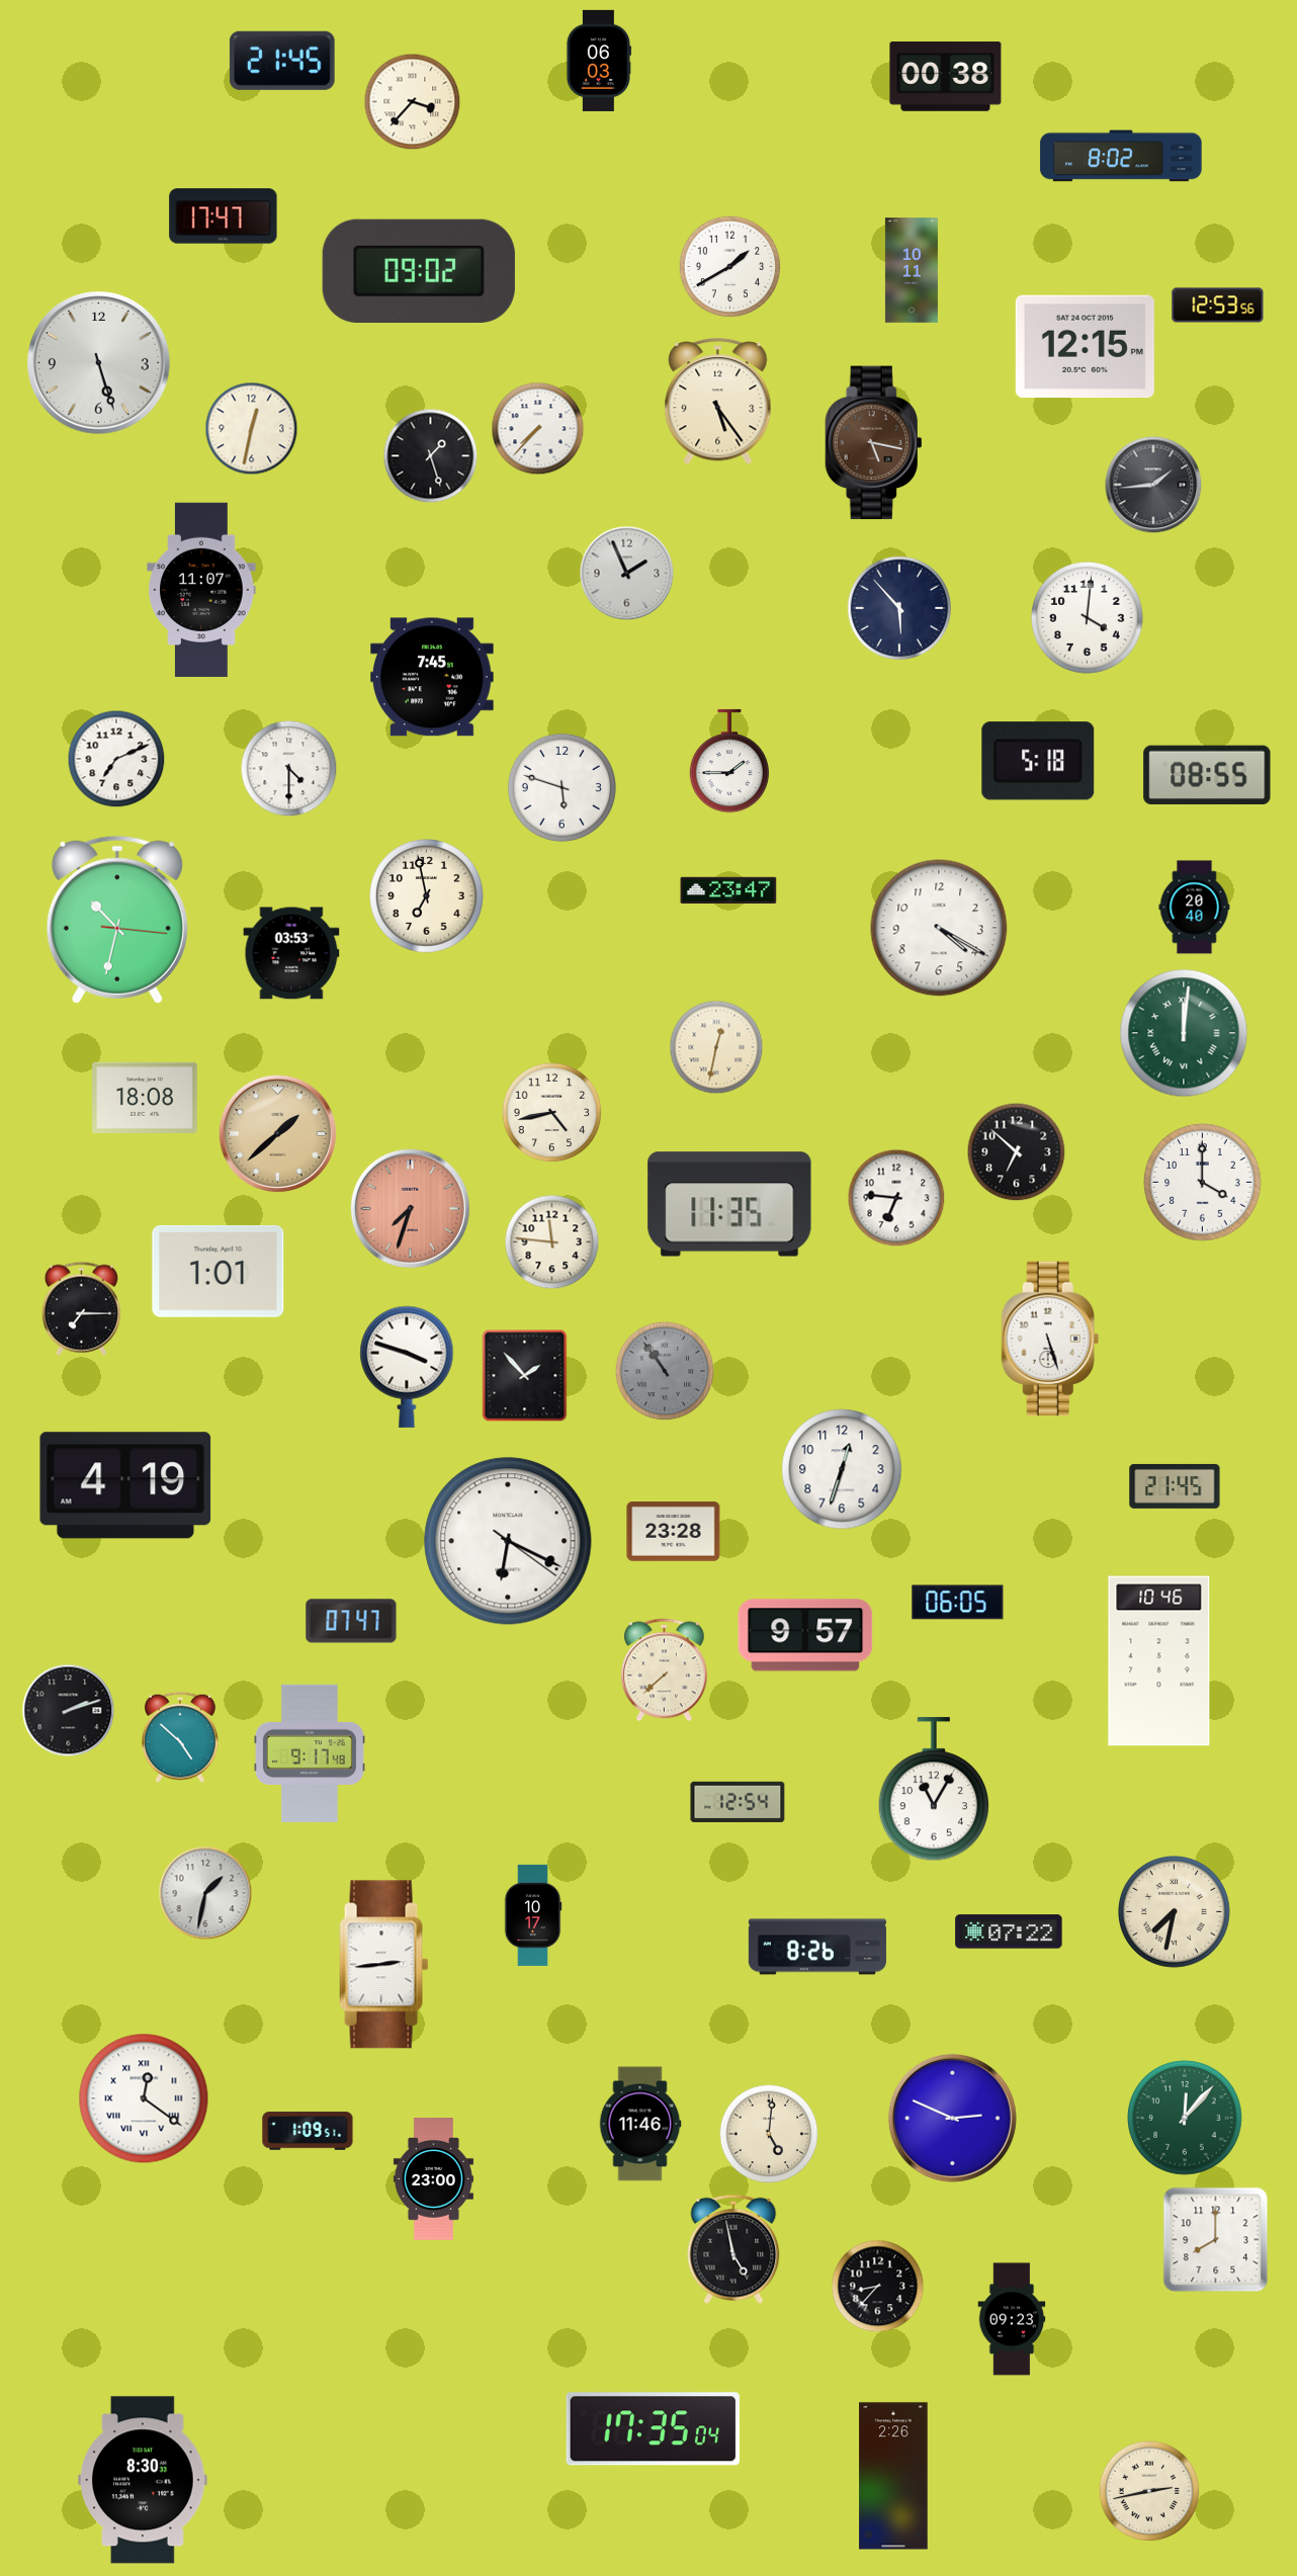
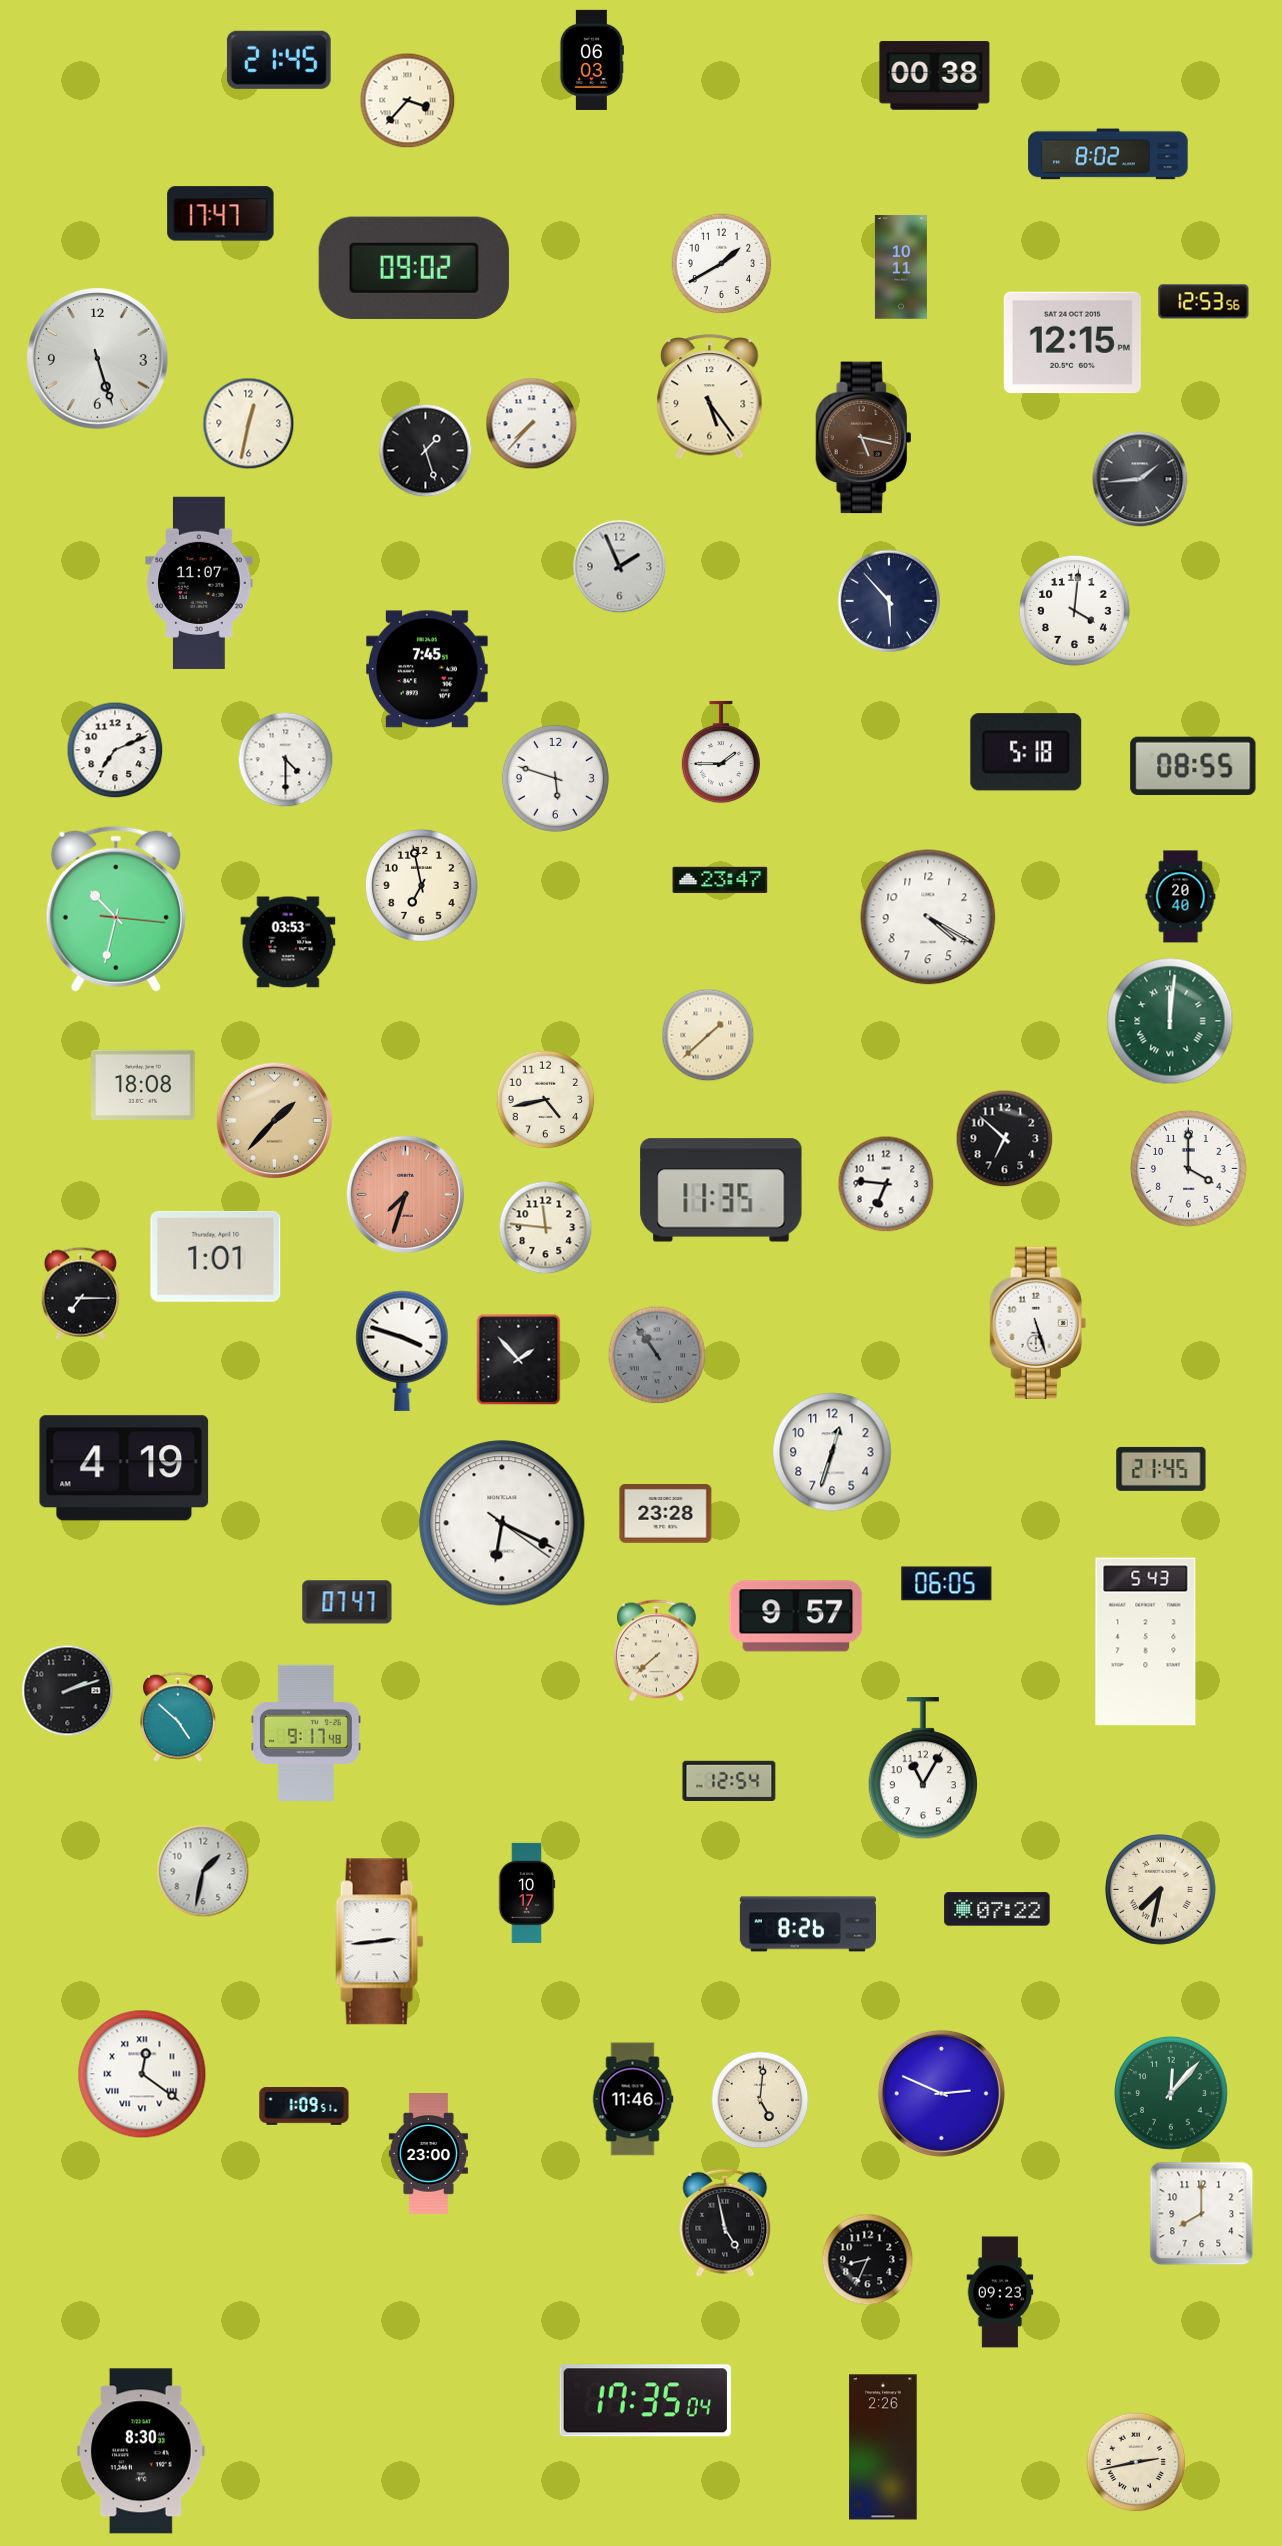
clock at (716, 1047): 12:32 -> 1:38
clock at (277, 1133): 1:38 -> 1:37
clock at (1159, 1661): 10:46 -> 5:43
clock at (769, 2134) position: (769, 2134) -> (760, 2100)
clock at (878, 2287): 8:37 -> 8:34
